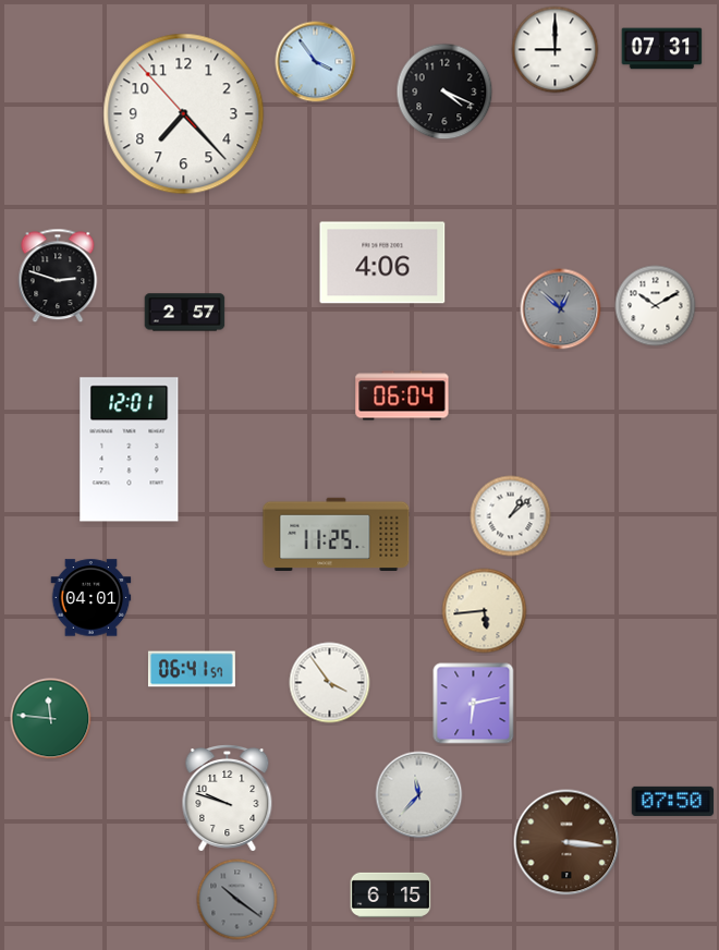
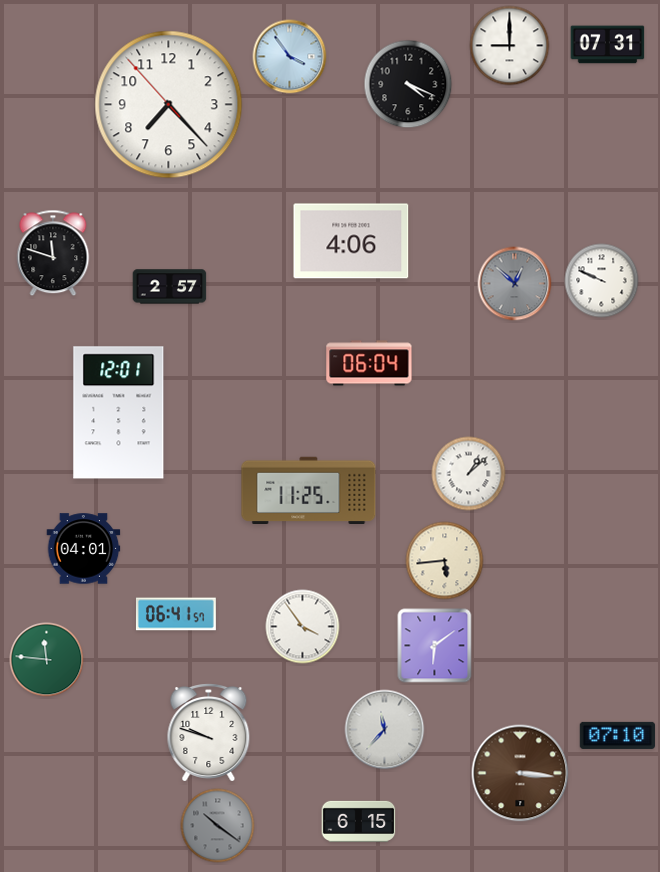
clock at (58, 276): 2:48 -> 11:48
clock at (656, 306): 10:10 -> 9:49
clock at (474, 704): 6:13 -> 6:09
clock at (673, 801): 07:50 -> 07:10
